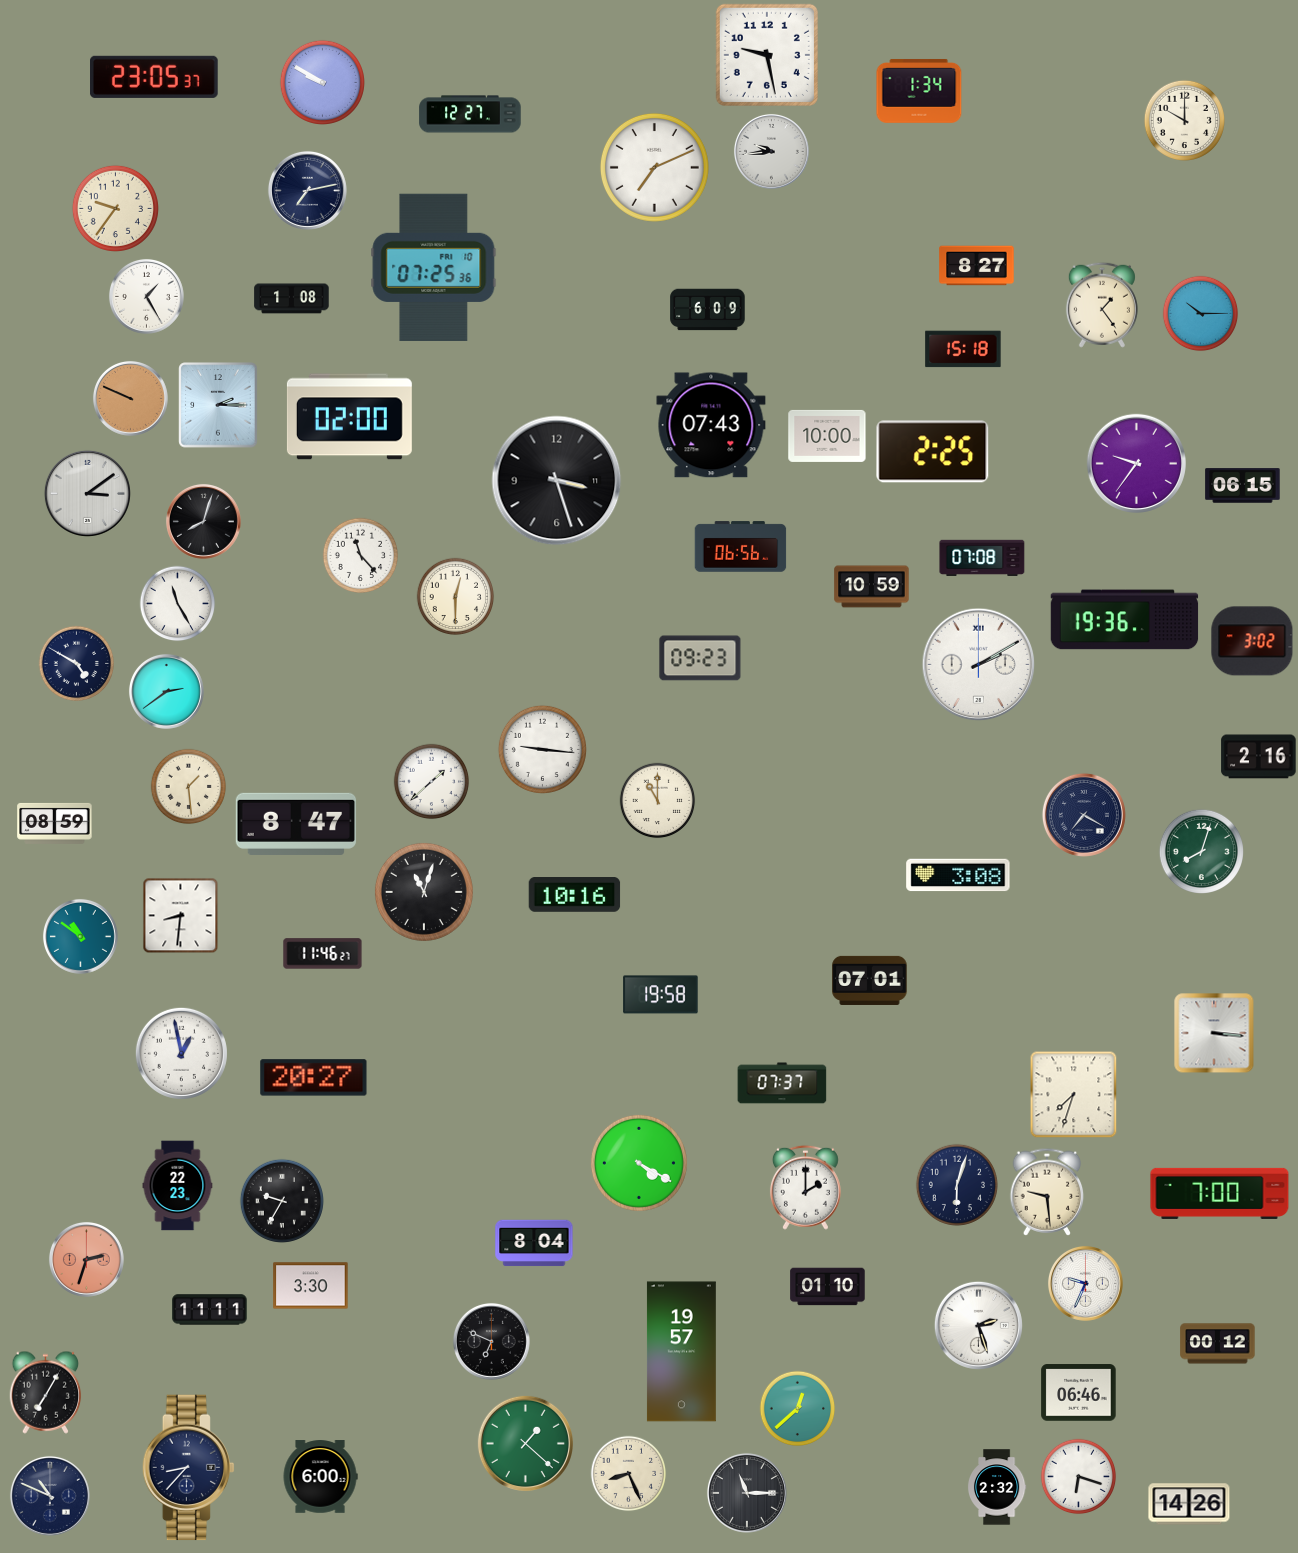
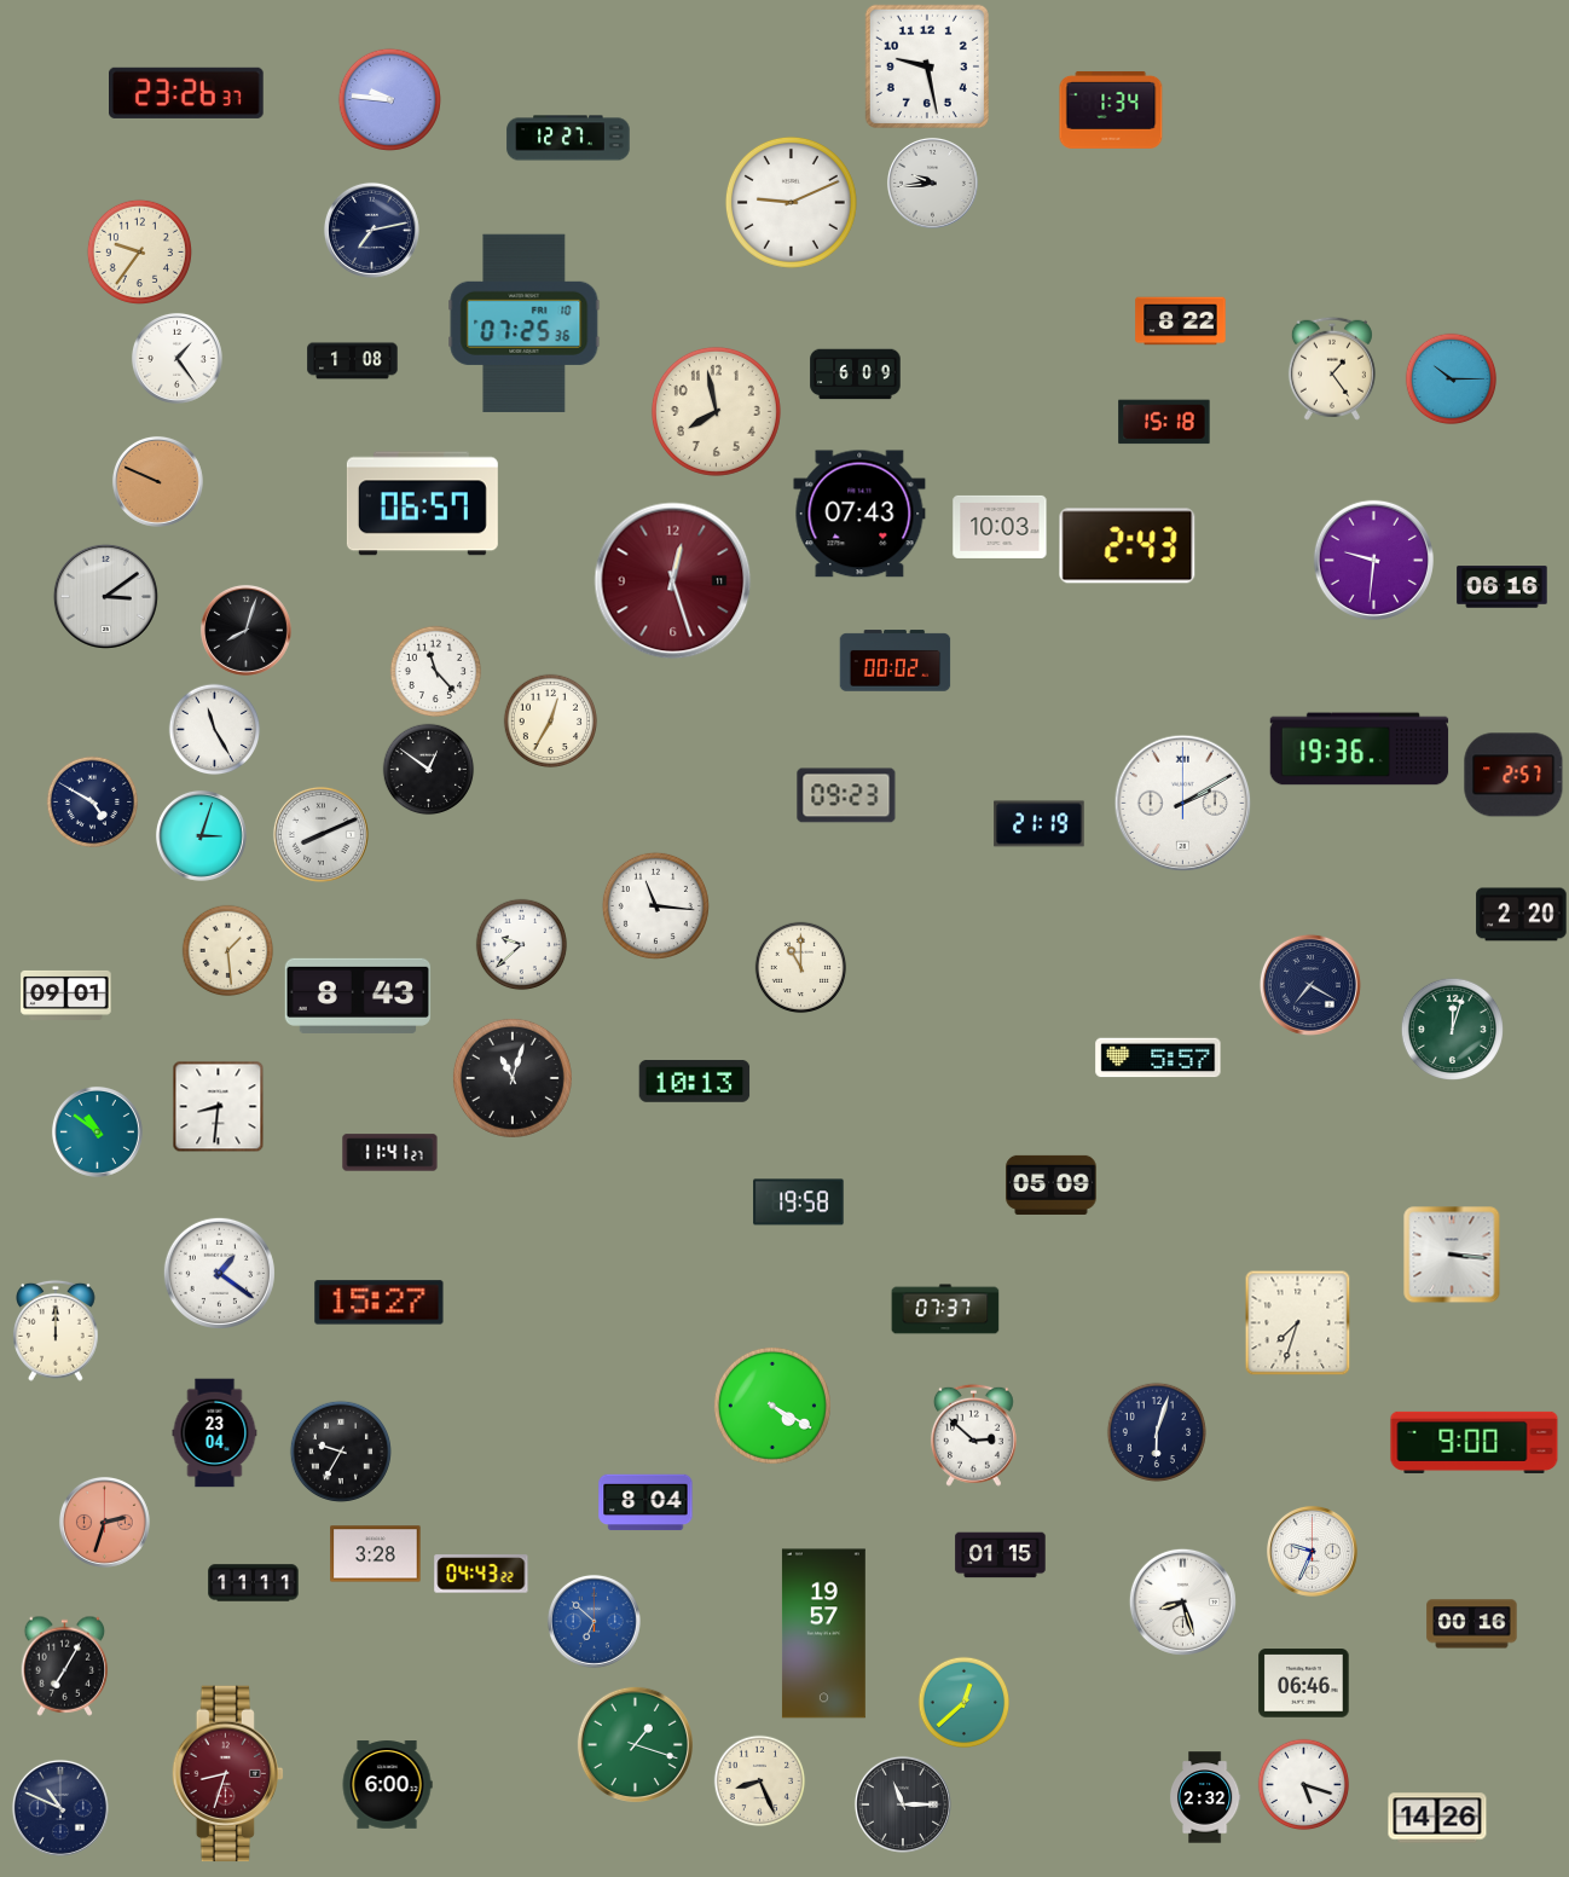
clock at (155, 77): 23:05 -> 23:26
clock at (322, 82): 9:50 -> 9:46
clock at (1184, 120): 10:00 -> none
clock at (654, 167): 7:11 -> 9:11
clock at (977, 266): 8:27 -> 8:22
clock at (146, 296): 1:25 -> 1:24
clock at (716, 411): none -> 7:58
clock at (218, 405): 2:15 -> none
clock at (349, 417): 02:00 -> 06:57
clock at (827, 436): 10:00 -> 10:03
clock at (933, 452): 2:25 -> 2:43
clock at (1136, 463): 9:36 -> 9:31
clock at (557, 481): 3:27 -> 12:27
clock at (557, 481) dial: black -> burgundy
clock at (1243, 486): 06:15 -> 06:16
clock at (741, 547): 06:56 -> 00:02
clock at (982, 558): 07:08 -> none
clock at (872, 587): 10:59 -> none
clock at (456, 597): 12:30 -> 12:35
clock at (429, 770): none -> 12:51
clock at (1252, 641): 3:02 -> 2:57
clock at (1040, 824): none -> 21:19
clock at (320, 834): none -> 8:11
clock at (166, 691): 2:39 -> 3:03
clock at (542, 749): 9:16 -> 11:16
clock at (1259, 757): 2:16 -> 2:20
clock at (432, 782): 1:38 -> 9:38
clock at (658, 801) position: (658, 801) -> (801, 968)
clock at (55, 823): 08:59 -> 09:01
clock at (296, 824): 8:47 -> 8:43
clock at (1201, 851): 8:03 -> 12:03
clock at (958, 875): 3:08 -> 5:57
clock at (575, 895): 10:16 -> 10:13
clock at (323, 954): 11:46 -> 11:41
clock at (870, 980): 07:01 -> 05:09
clock at (1214, 1033) position: (1214, 1033) -> (1452, 1255)
clock at (181, 1053): 12:58 -> 1:21
clock at (314, 1078): 20:27 -> 15:27
clock at (57, 1331): none -> 12:00
clock at (178, 1186): 22:23 -> 23:04
clock at (805, 1187): 2:00 -> 2:52
clock at (1047, 1192): 9:29 -> none
clock at (1220, 1193): 7:00 -> 9:00
clock at (311, 1286): 3:30 -> 3:28
clock at (828, 1287): 01:10 -> 01:15
clock at (481, 1574): none -> 04:43
clock at (978, 1325): 2:27 -> 8:27
clock at (491, 1341): 6:49 -> 6:52
clock at (491, 1341) dial: black -> blue
clock at (1218, 1344): 00:12 -> 00:16
clock at (46, 1392) position: (46, 1392) -> (65, 1665)
clock at (525, 1443): 1:22 -> 1:18
clock at (188, 1468): 8:37 -> 8:33
clock at (188, 1468) dial: navy -> burgundy
clock at (1079, 1477): 6:18 -> 5:18
